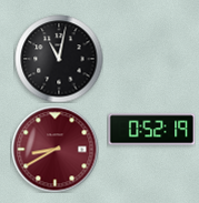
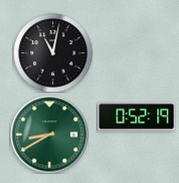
clock at (54, 149) dial: burgundy -> green
